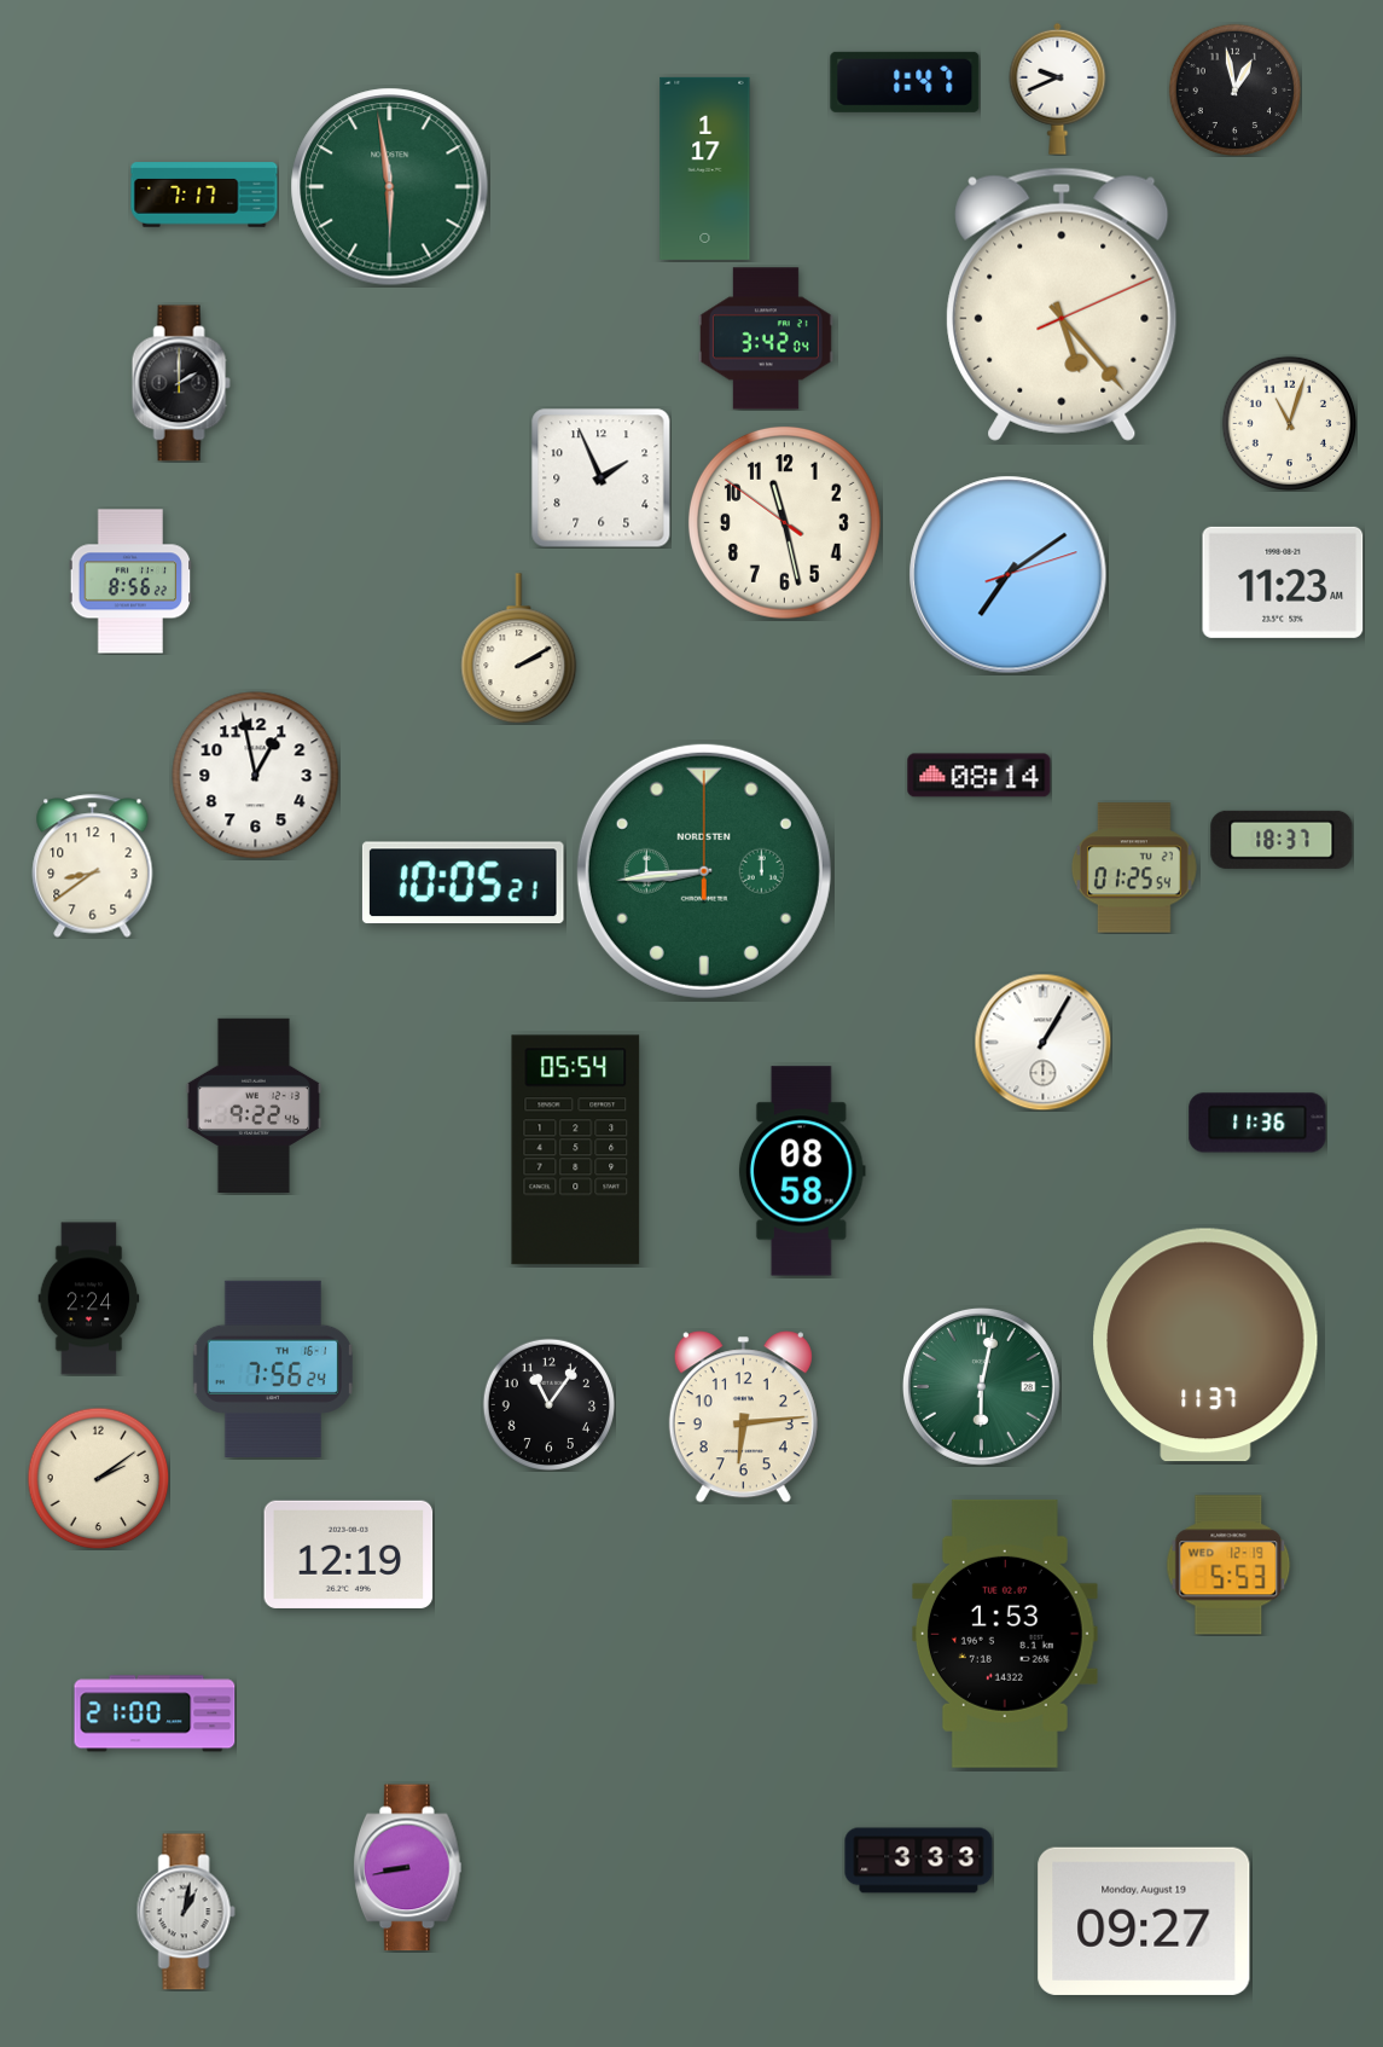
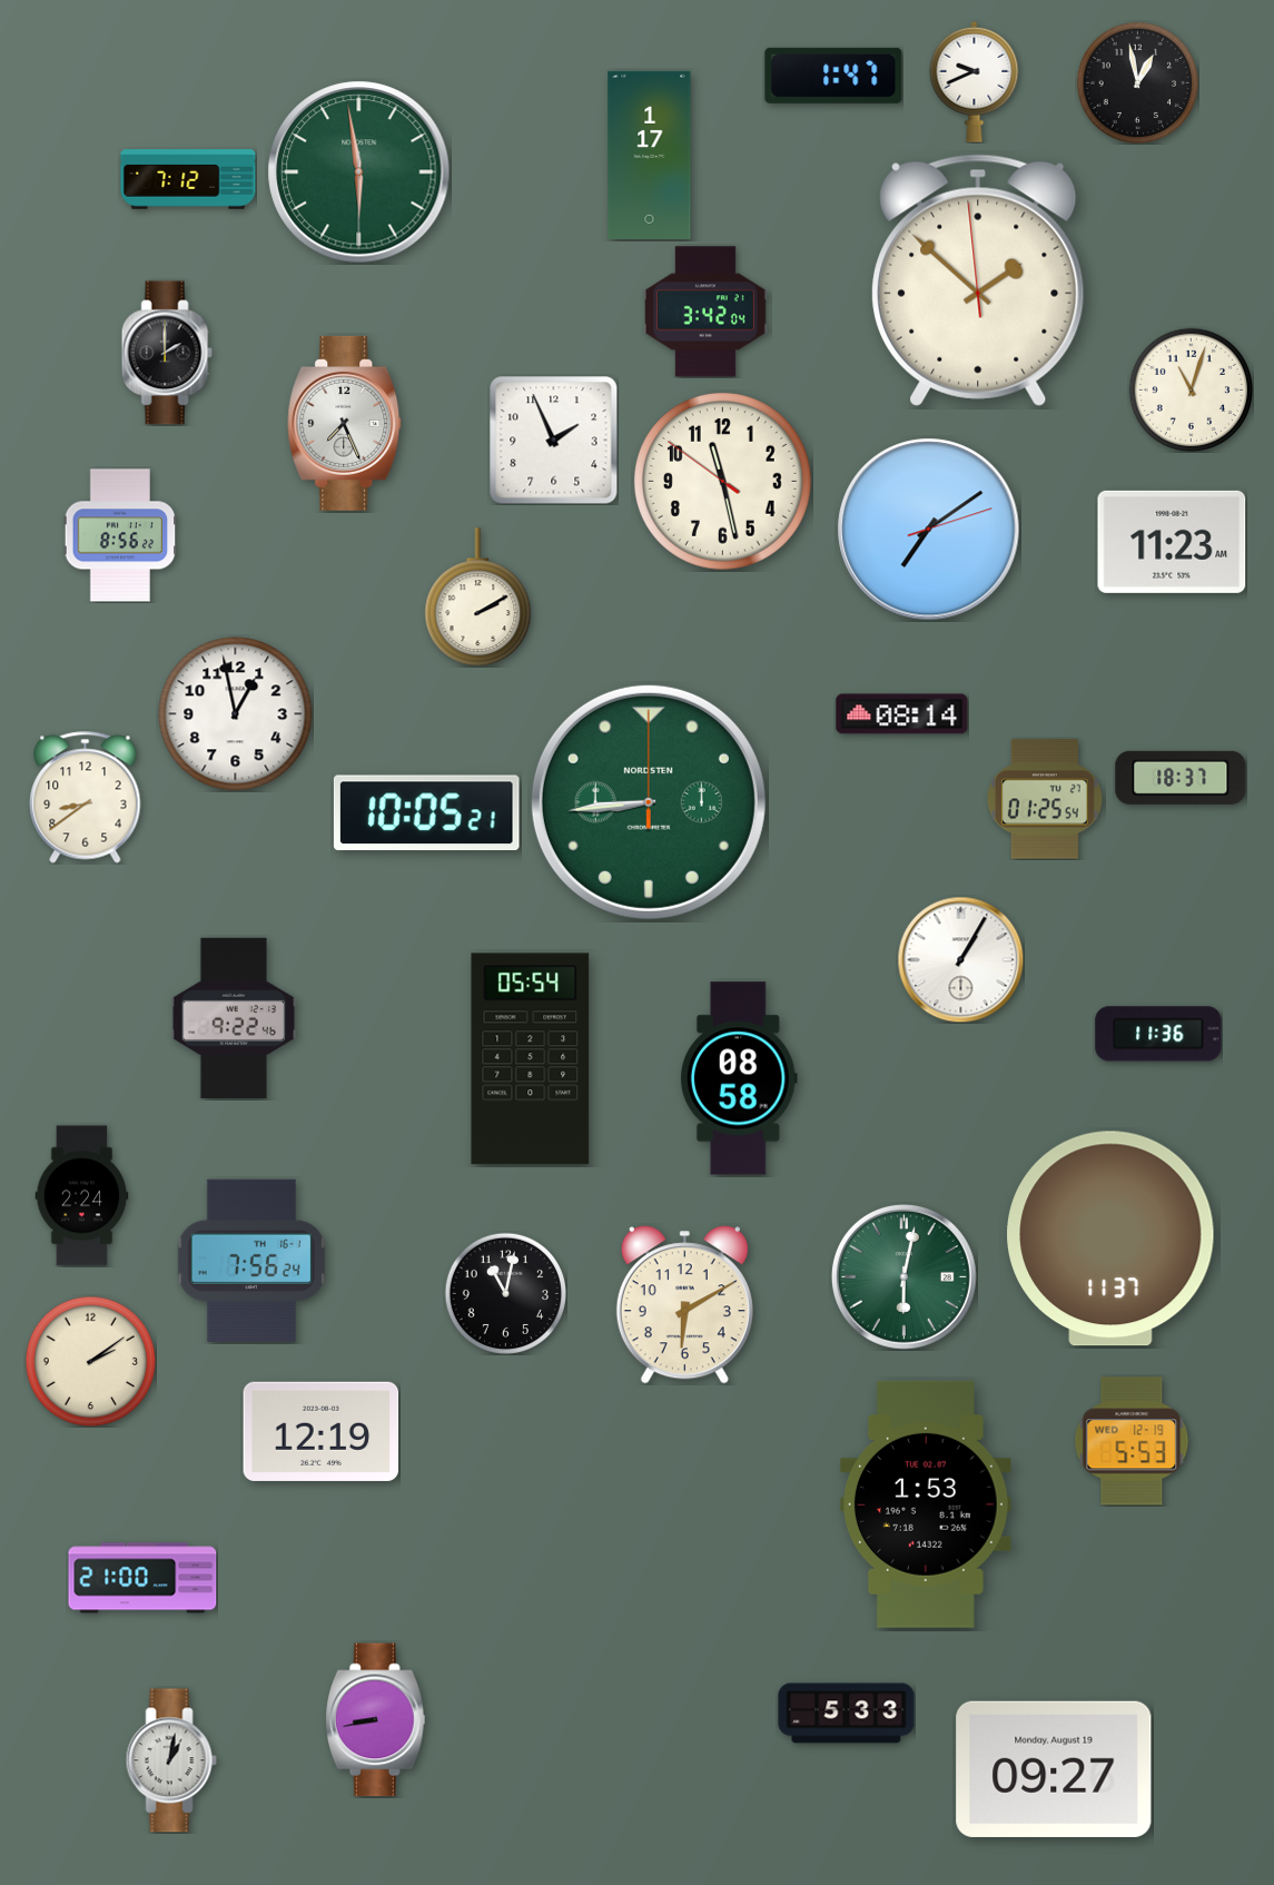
clock at (204, 195): 7:17 -> 7:12
clock at (1062, 305): 5:23 -> 1:51
clock at (1289, 423) position: (1289, 423) -> (1191, 389)
clock at (345, 423): none -> 7:26
clock at (1283, 582) position: (1283, 582) -> (1172, 542)
clock at (1282, 840) position: (1282, 840) -> (1181, 778)
clock at (548, 1404): 11:06 -> 11:02
clock at (743, 1417): 6:14 -> 6:10
clock at (919, 1861): 3:33 -> 5:33
